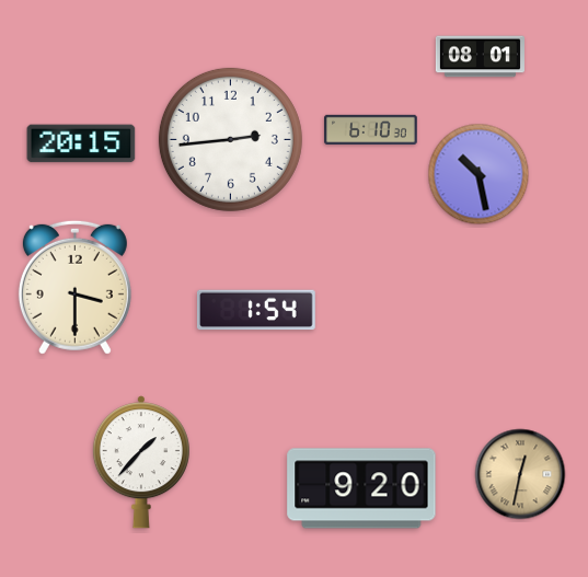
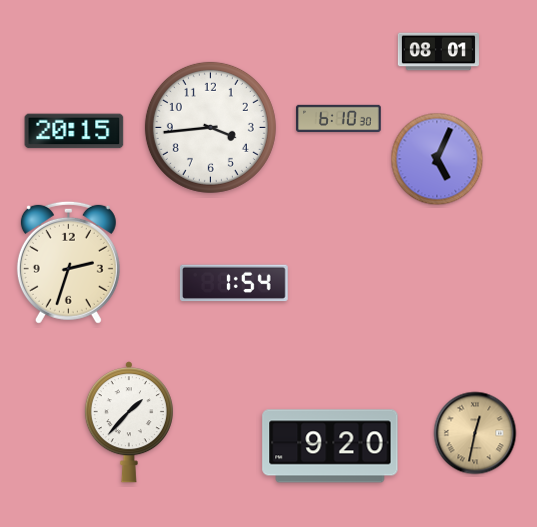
clock at (230, 139): 2:44 -> 3:44
clock at (479, 174): 10:28 -> 5:04
clock at (74, 287): 3:30 -> 2:33
